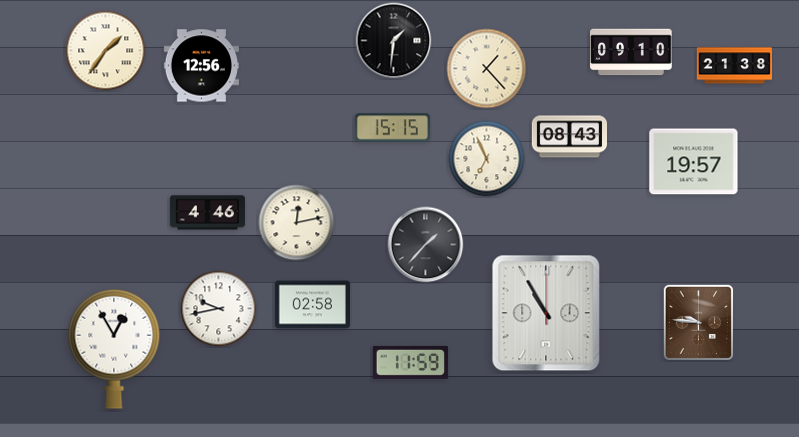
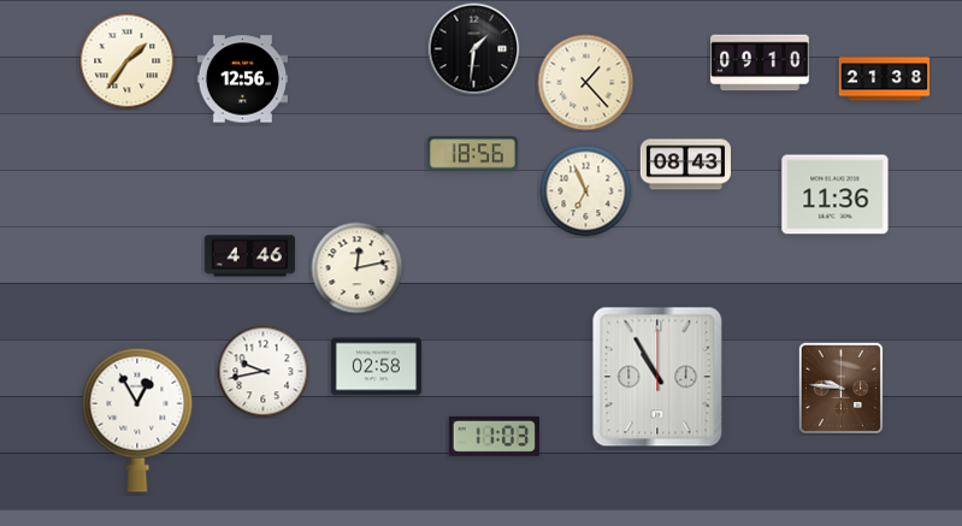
clock at (392, 128): 15:15 -> 18:56
clock at (694, 162): 19:57 -> 11:36
clock at (426, 245): 1:37 -> none
clock at (410, 362): 11:59 -> 11:03
